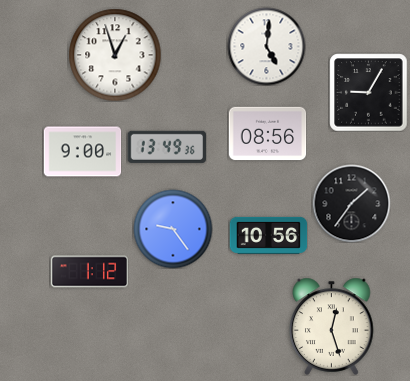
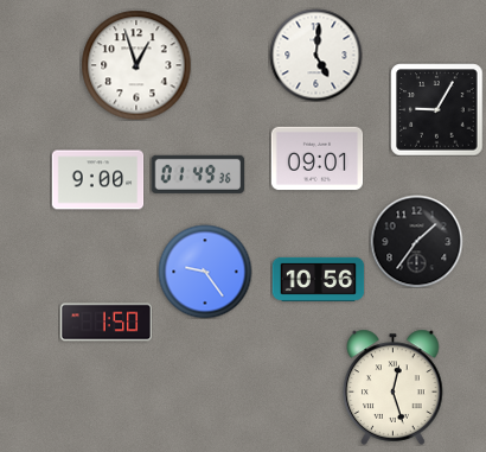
clock at (267, 134): 08:56 -> 09:01
clock at (167, 147): 13:49 -> 01:49
clock at (89, 272): 1:12 -> 1:50
